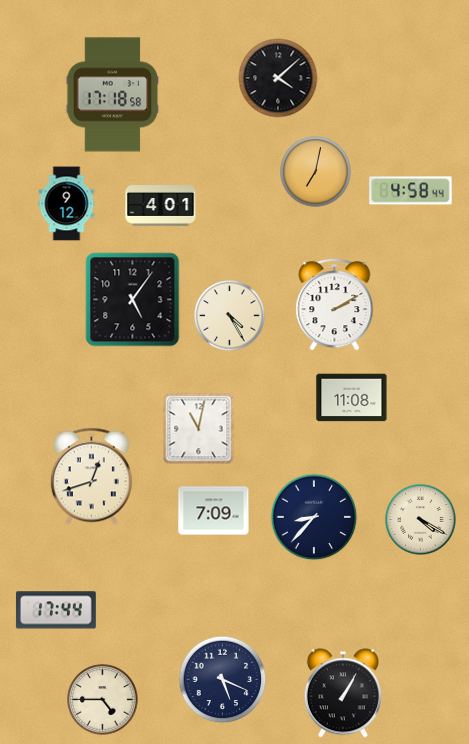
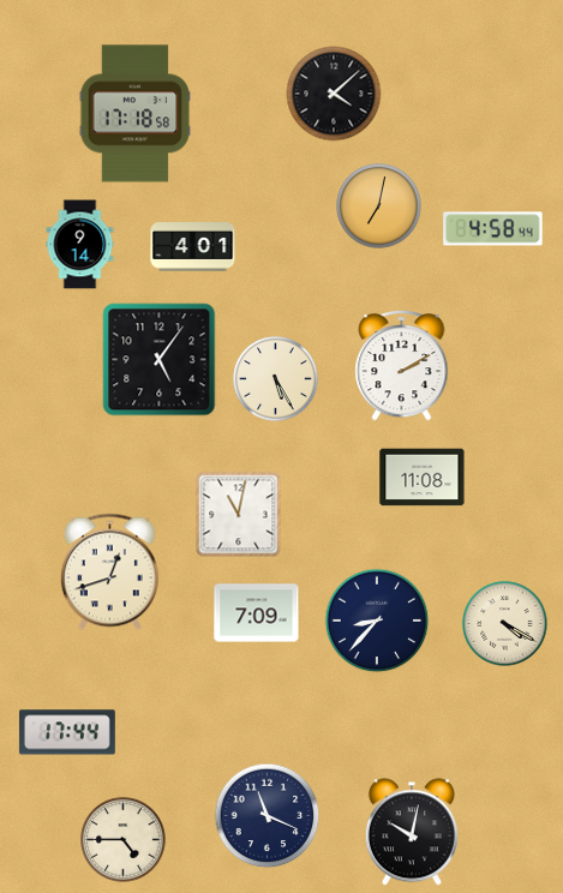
clock at (67, 204): 9:12 -> 9:14
clock at (230, 316): 4:25 -> 5:25
clock at (223, 680): 5:19 -> 11:19
clock at (343, 693): 1:05 -> 10:02
